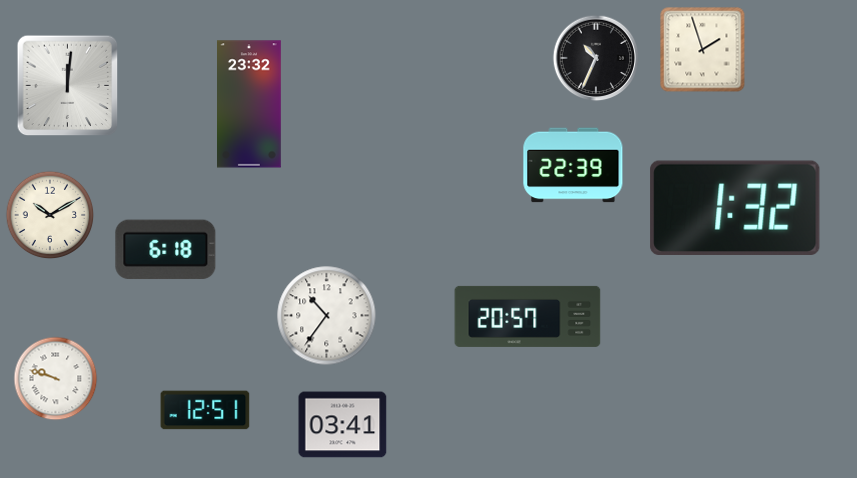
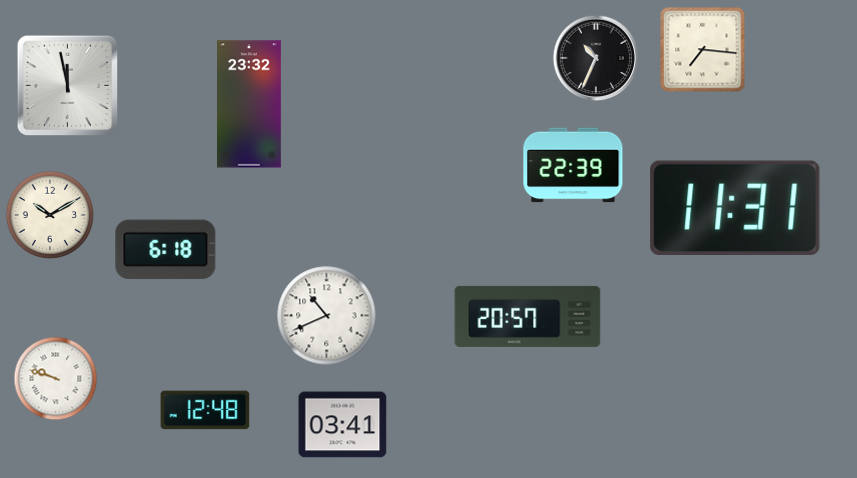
clock at (703, 50): 1:57 -> 7:16
clock at (68, 86): 12:01 -> 11:58
clock at (735, 208): 1:32 -> 11:31
clock at (327, 316): 10:36 -> 10:41
clock at (205, 410): 12:51 -> 12:48
